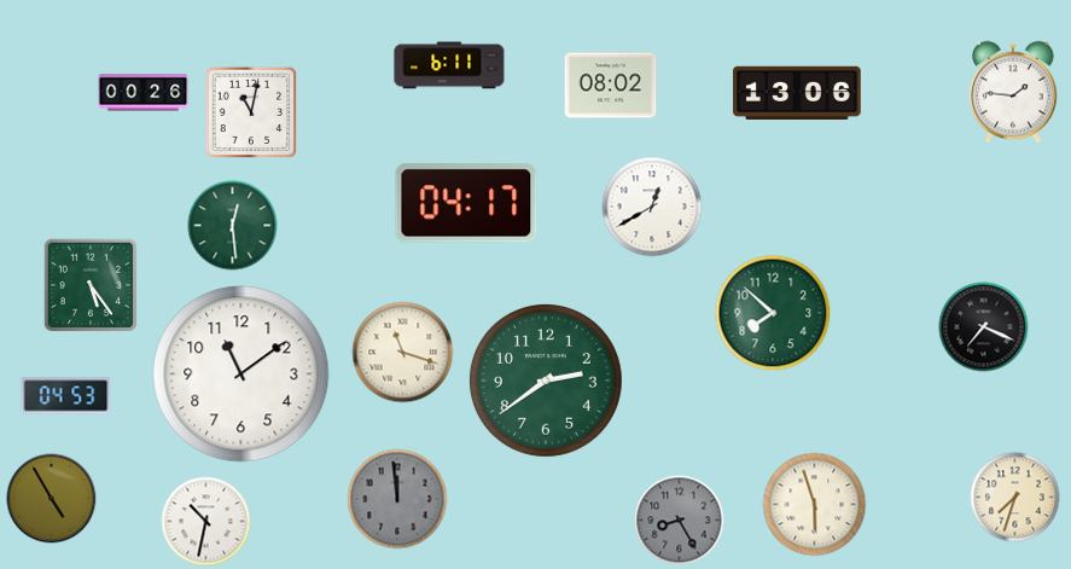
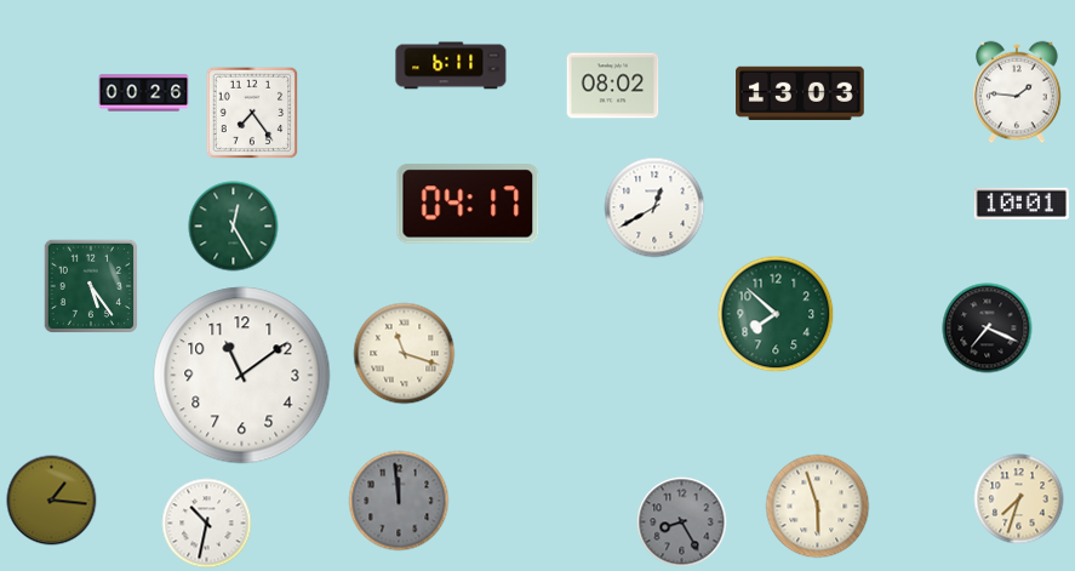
clock at (797, 92): 13:06 -> 13:03
clock at (251, 112): 11:02 -> 7:24
clock at (1022, 204): none -> 10:01
clock at (233, 226): 12:29 -> 12:25
clock at (546, 381): 2:39 -> none
clock at (66, 396): 04:53 -> none
clock at (52, 499): 4:55 -> 1:16
